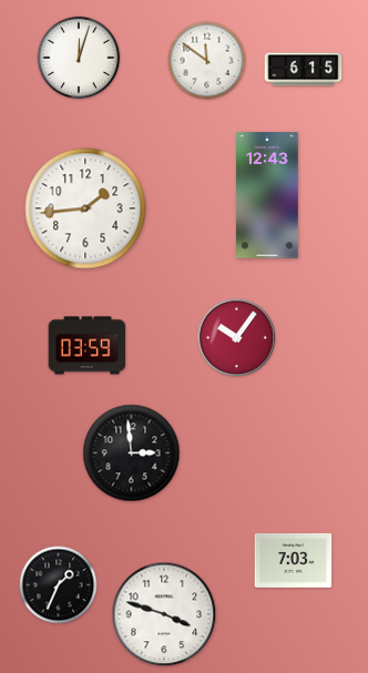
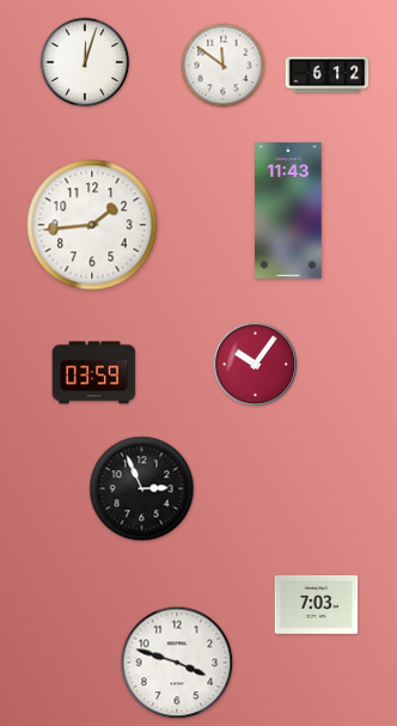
clock at (304, 70): 6:15 -> 6:12
clock at (267, 195): 12:43 -> 11:43
clock at (132, 453): 2:59 -> 2:56
clock at (59, 585): 1:34 -> none
